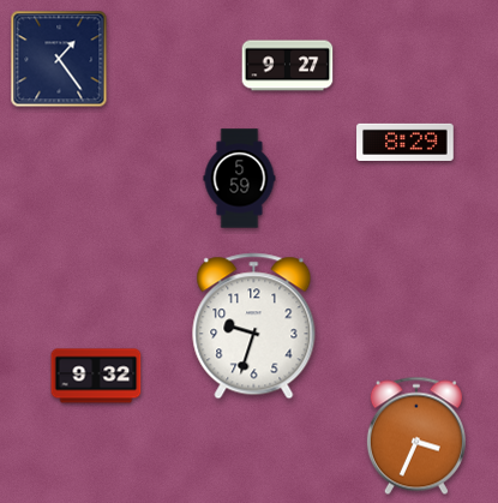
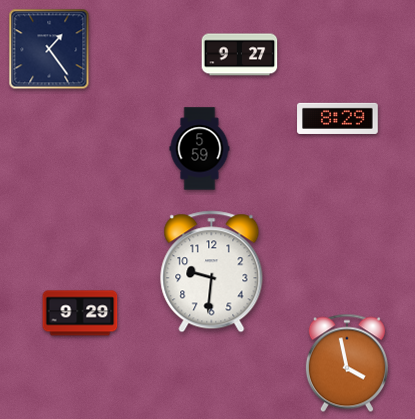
clock at (254, 327): 9:33 -> 9:31
clock at (96, 376): 9:32 -> 9:29
clock at (416, 436): 3:34 -> 3:58
